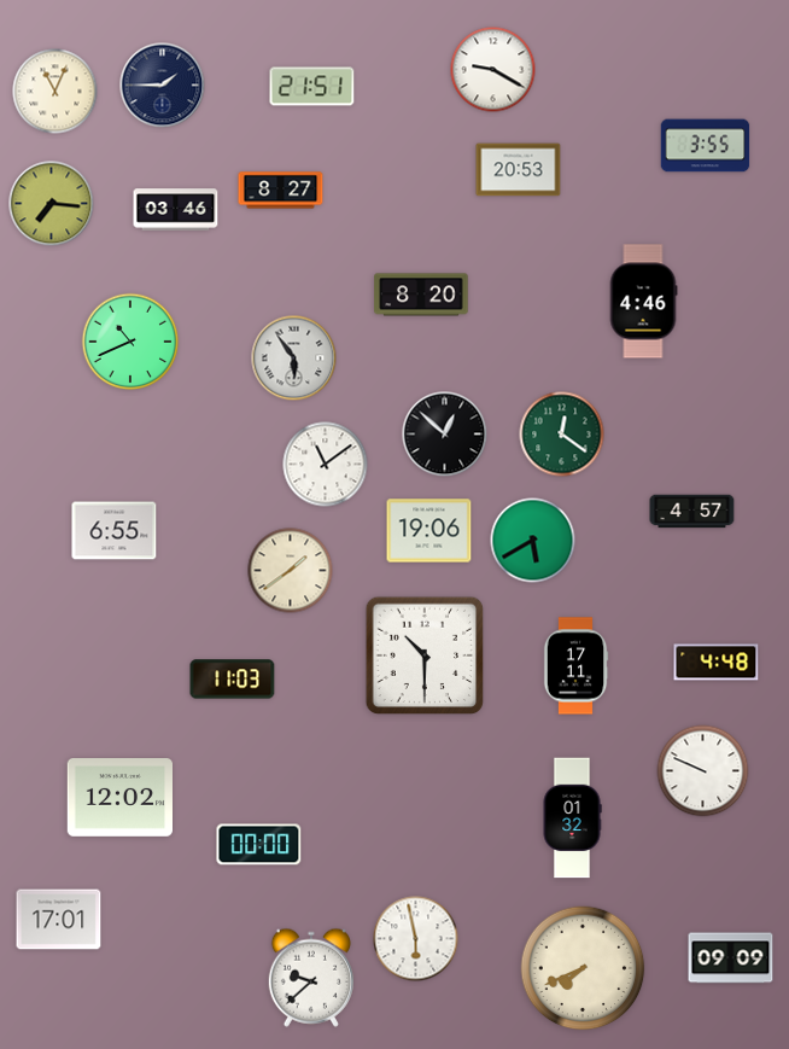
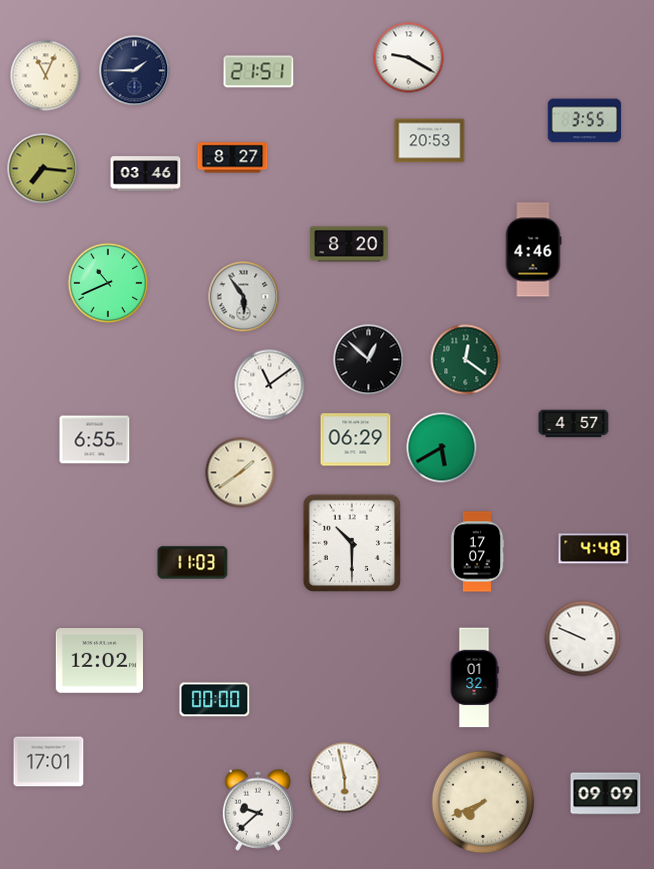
clock at (429, 531): 19:06 -> 06:29
clock at (575, 666): 17:11 -> 17:07
